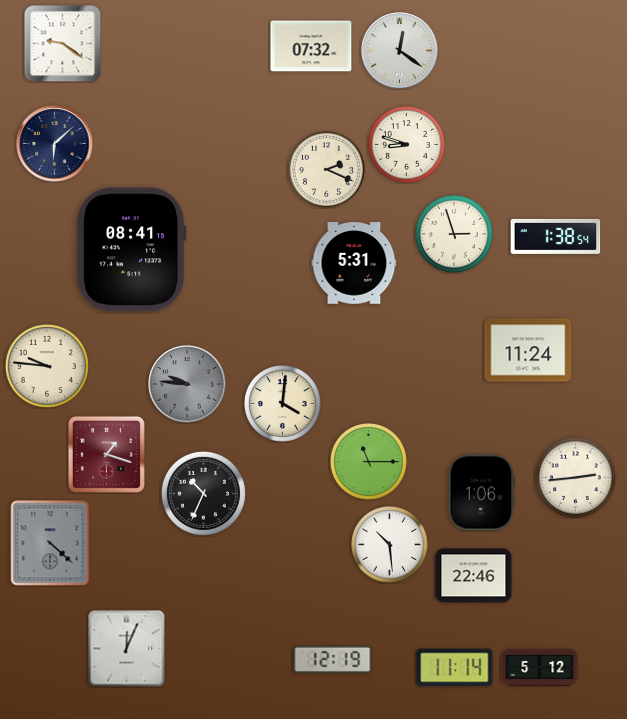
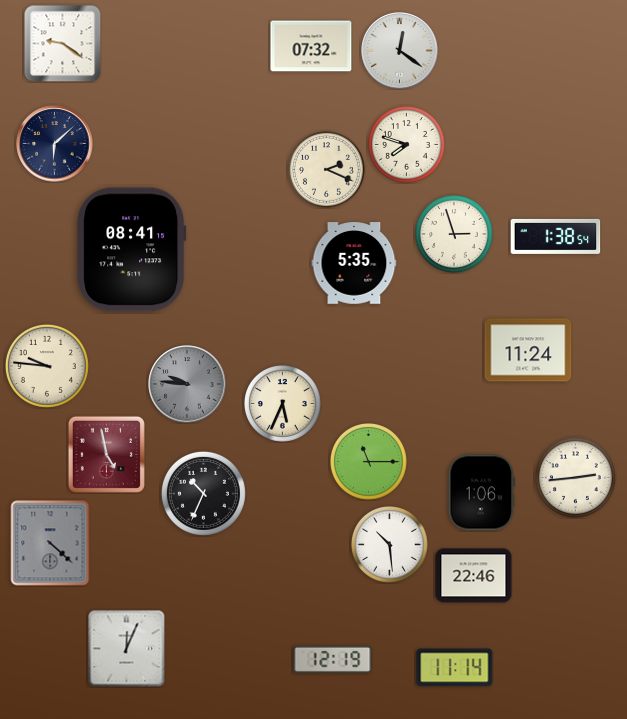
clock at (407, 145): 8:48 -> 7:48
clock at (354, 263): 5:31 -> 5:35
clock at (283, 404): 4:01 -> 5:34
clock at (106, 454): 1:18 -> 4:58
clock at (540, 667): 5:12 -> none
